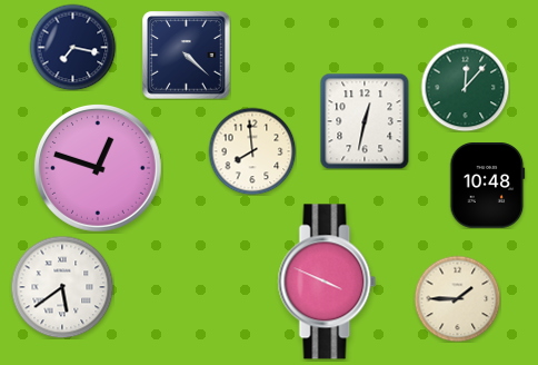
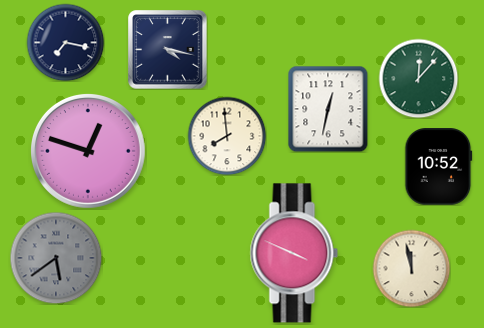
clock at (187, 56): 4:22 -> 4:17
clock at (488, 186): 10:48 -> 10:52
clock at (62, 287) dial: white -> grey
clock at (457, 298): 1:45 -> 11:58
